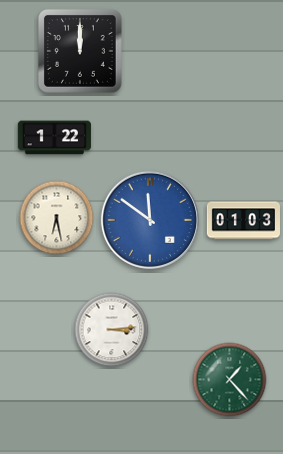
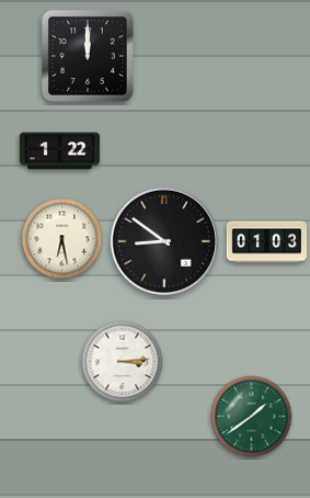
clock at (150, 220): 11:51 -> 8:51
clock at (150, 220) dial: blue -> black
clock at (230, 380): 1:23 -> 1:39
